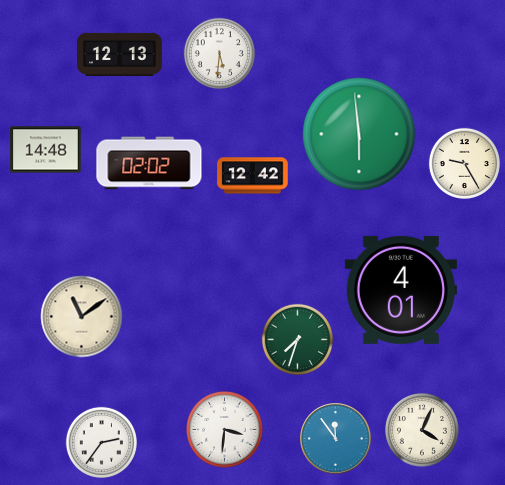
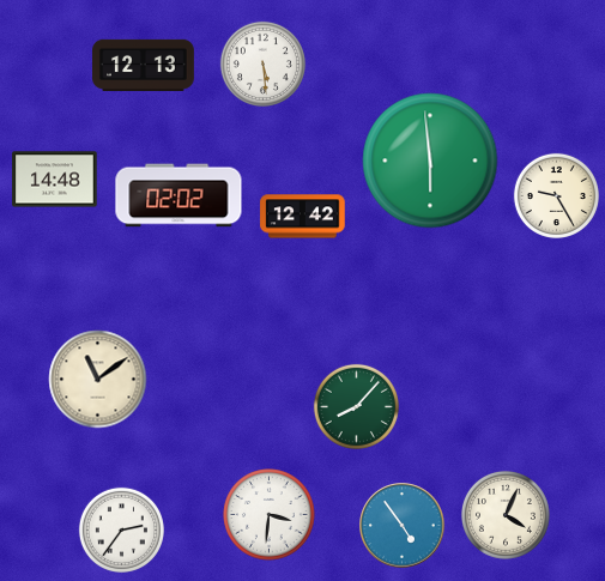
clock at (219, 53): 5:31 -> 5:29
clock at (253, 176) position: (253, 176) -> (303, 217)
clock at (401, 290): 4:01 -> none
clock at (297, 339): 7:33 -> 8:07
clock at (336, 439): 11:54 -> 4:54
